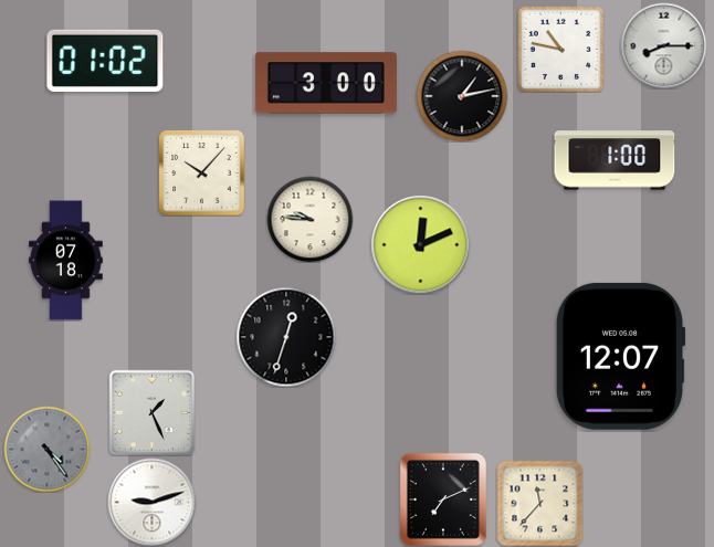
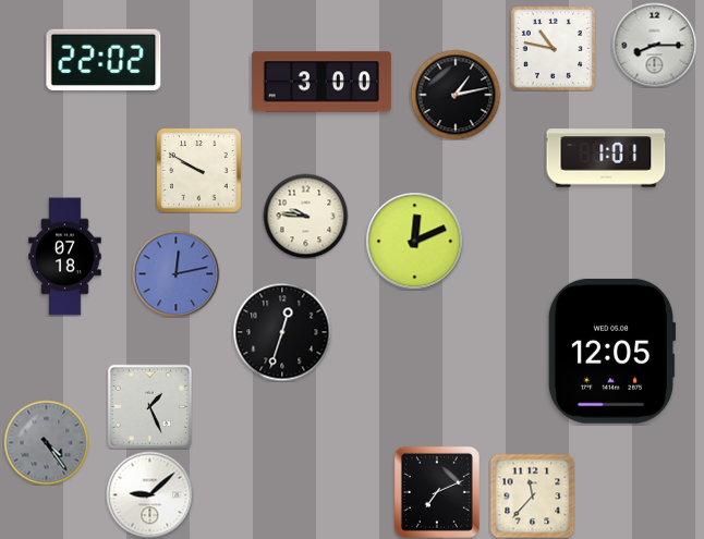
clock at (105, 61): 01:02 -> 22:02
clock at (615, 160): 1:00 -> 1:01
clock at (201, 172): 10:07 -> 9:50
clock at (175, 273): none -> 12:13
clock at (620, 356): 12:07 -> 12:05
clock at (151, 502): 9:12 -> 9:08
